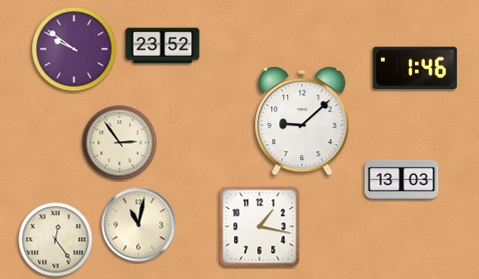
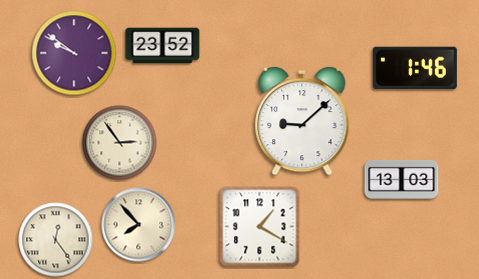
clock at (74, 49) position: (74, 49) -> (74, 53)
clock at (139, 225): 11:02 -> 7:53
clock at (260, 227): 1:17 -> 1:20
